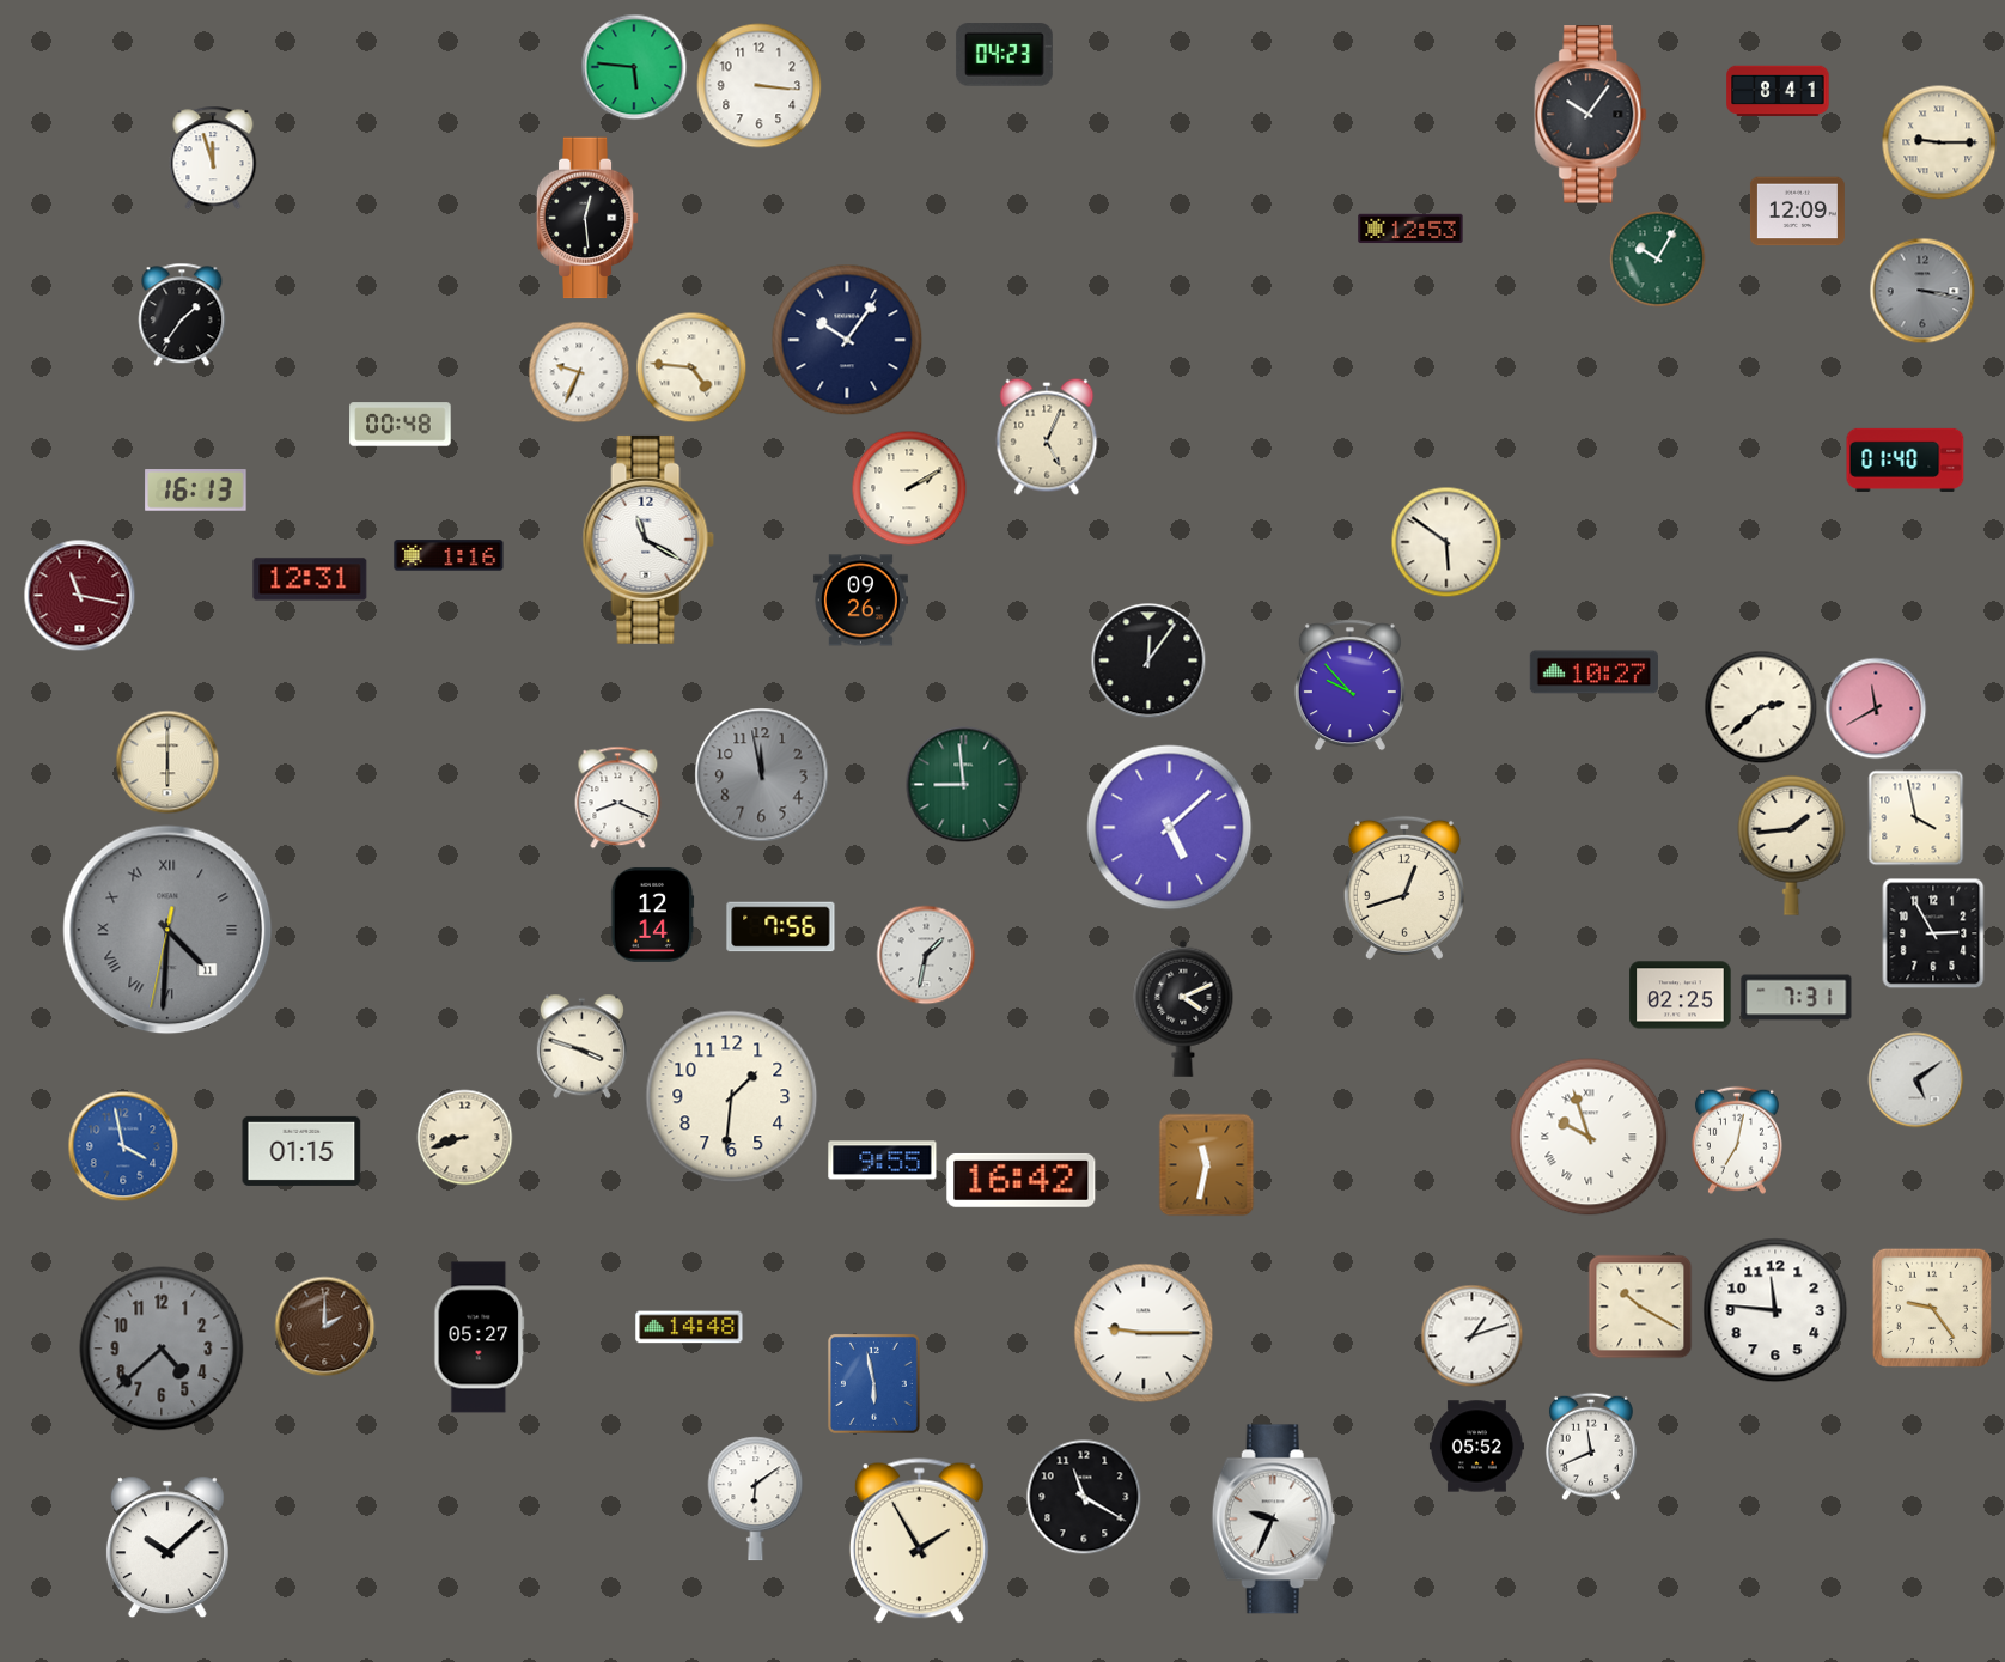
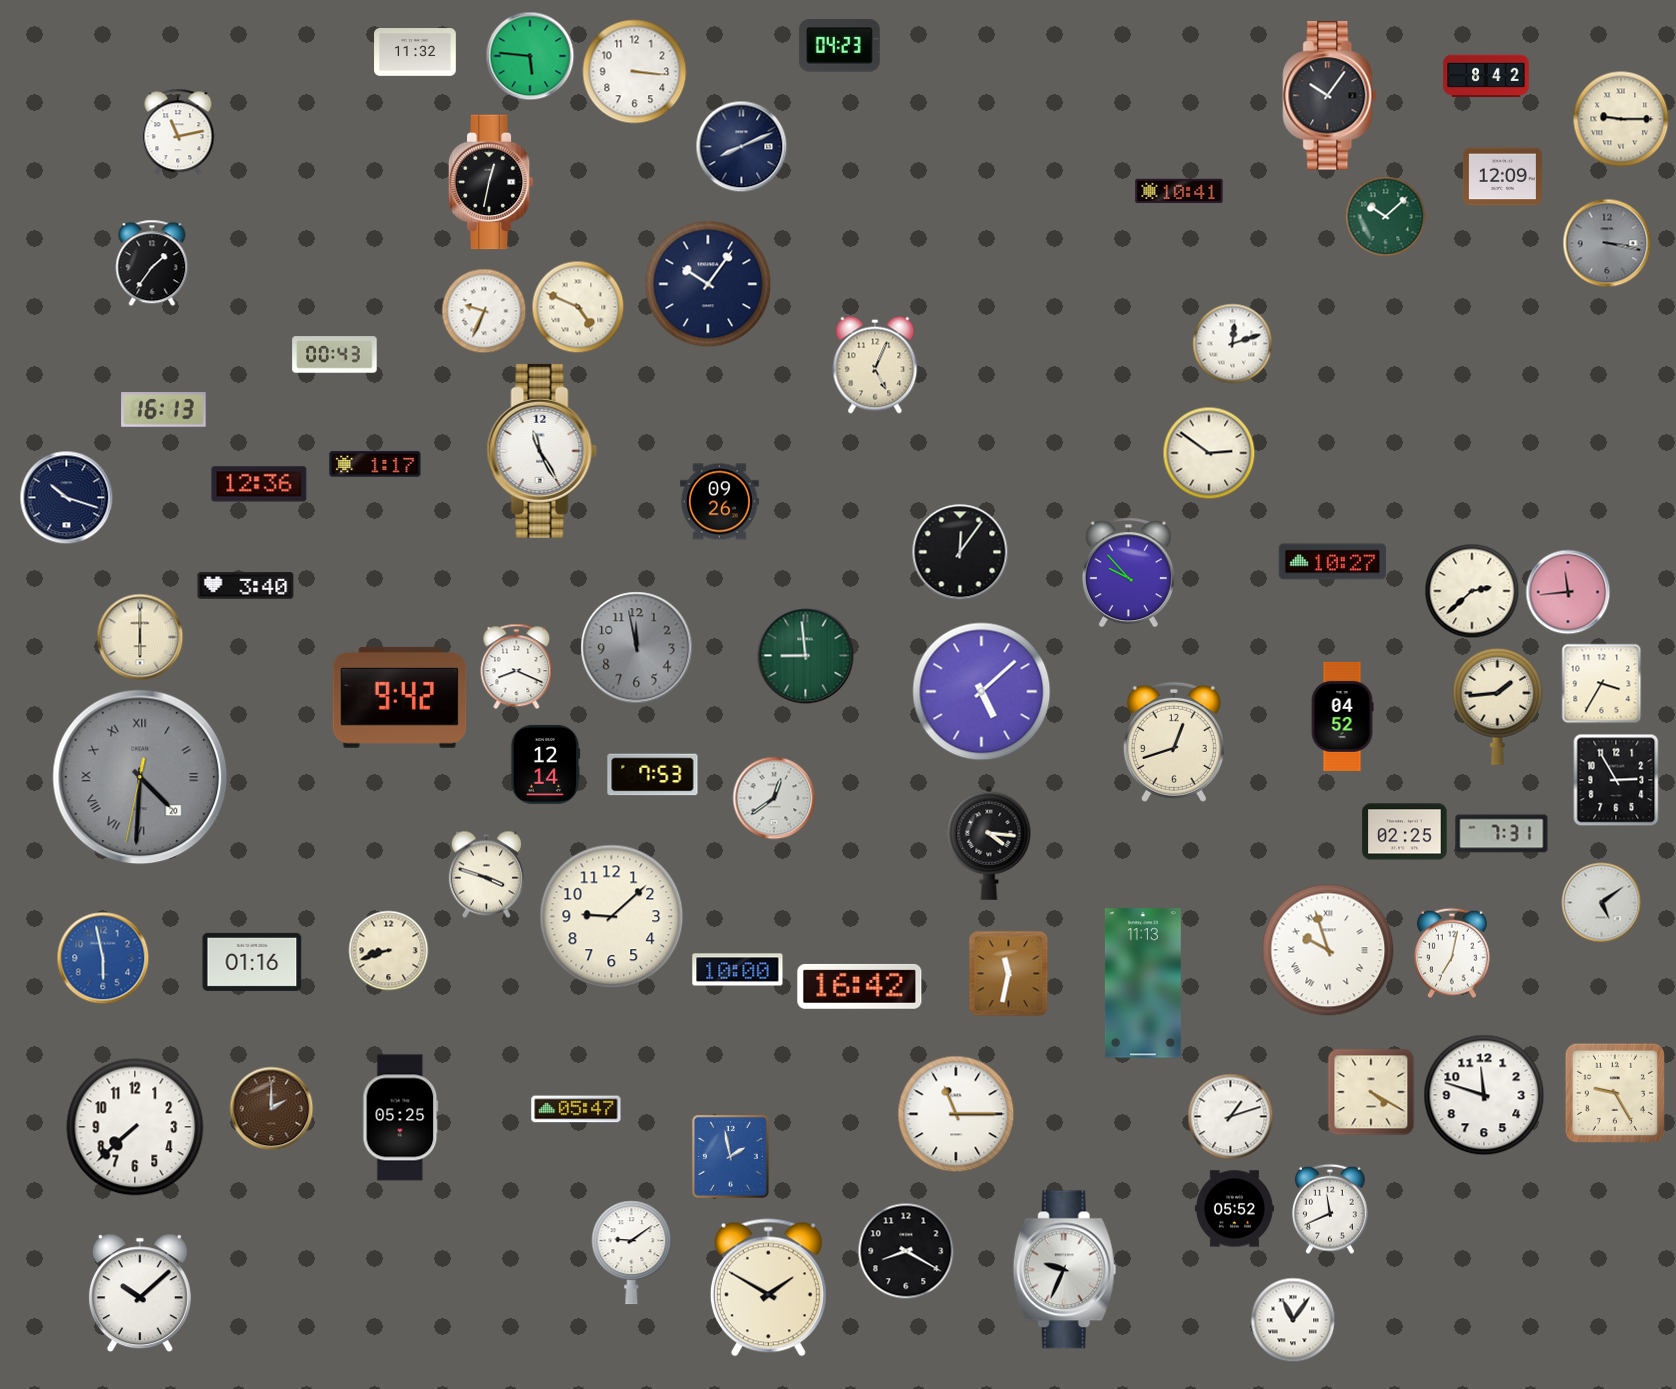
clock at (415, 52): none -> 11:32
clock at (1778, 91): 8:41 -> 8:42
clock at (213, 158): 11:57 -> 11:13
clock at (742, 147): none -> 8:11
clock at (587, 218): 12:29 -> 12:32
clock at (1410, 229): 12:53 -> 10:41
clock at (1658, 260): 10:05 -> 10:08
clock at (691, 367): 4:46 -> 4:49
clock at (1233, 344): none -> 12:12
clock at (401, 425): 00:48 -> 00:43
clock at (1906, 459): 01:40 -> none
clock at (909, 488): 2:10 -> none
clock at (648, 540): 11:20 -> 11:25
clock at (1446, 542): 5:51 -> 2:51
clock at (449, 555): 1:16 -> 1:17
clock at (310, 579): 12:31 -> 12:36
clock at (80, 596): 11:17 -> 10:18
clock at (80, 596) dial: burgundy -> navy
clock at (246, 586): none -> 3:40
clock at (1876, 708): 11:40 -> 11:44
clock at (1916, 818): 3:58 -> 3:35
clock at (1170, 828) position: (1170, 828) -> (982, 692)
clock at (400, 698): none -> 9:42
clock at (1342, 716): none -> 04:52
clock at (781, 927): 7:56 -> 7:53
clock at (167, 930) date: 11 -> 20
clock at (926, 955): 1:32 -> 12:39
clock at (1183, 1009): 4:11 -> 4:16
clock at (732, 1097): 1:31 -> 9:08
clock at (123, 1146): 3:58 -> 5:58
clock at (301, 1151): 01:15 -> 01:16
clock at (883, 1161): 9:55 -> 10:00
clock at (1143, 983): none -> 11:13
clock at (1022, 1180) position: (1022, 1180) -> (860, 986)
clock at (1640, 1307): 10:20 -> 4:20
clock at (1932, 1308): 9:24 -> 9:25
clock at (1775, 1310): 11:46 -> 11:48
clock at (689, 1327): 14:48 -> 05:47
clock at (1144, 1333): 9:15 -> 11:15
clock at (480, 1338): 05:27 -> 05:25
clock at (162, 1349): 4:38 -> 7:38
clock at (162, 1349) dial: grey -> white
clock at (873, 1383): 5:58 -> 1:58
clock at (1084, 1497): 11:20 -> 8:20
clock at (756, 1499): 6:09 -> 9:09
clock at (919, 1541): 1:55 -> 1:50
clock at (1293, 1320): none -> 11:06
